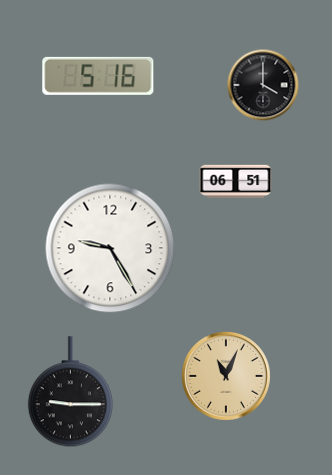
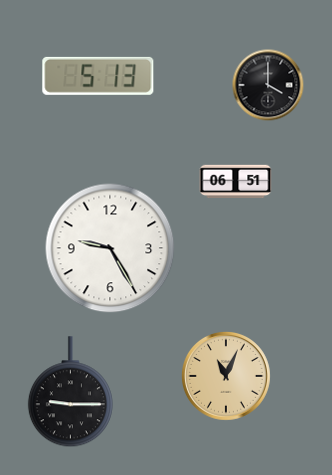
clock at (98, 76): 5:16 -> 5:13
clock at (263, 85) position: (263, 85) -> (268, 85)
